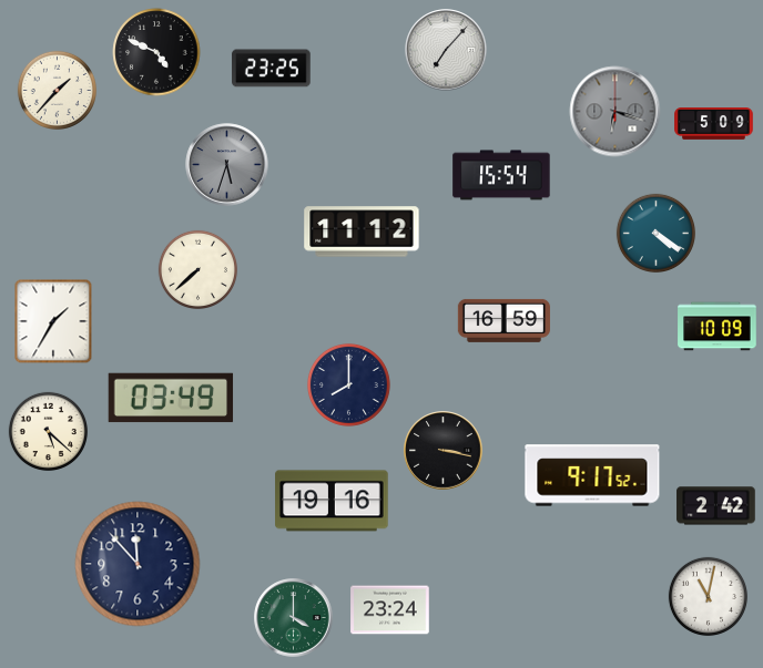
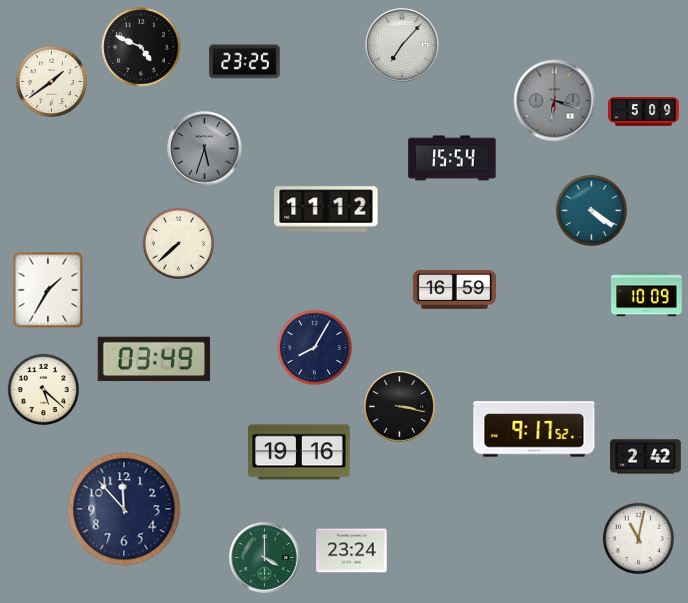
clock at (57, 90): 1:37 -> 1:39
clock at (348, 384): 8:00 -> 8:05
